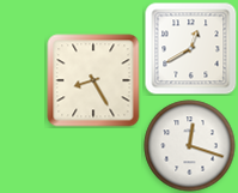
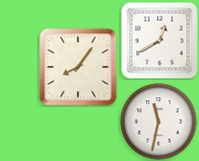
clock at (93, 80): 8:25 -> 8:06
clock at (190, 146): 12:18 -> 11:32
